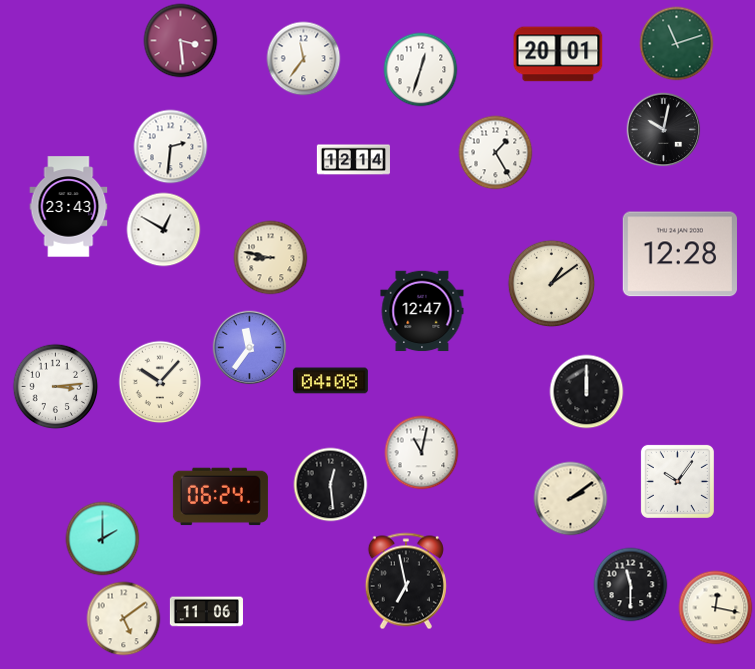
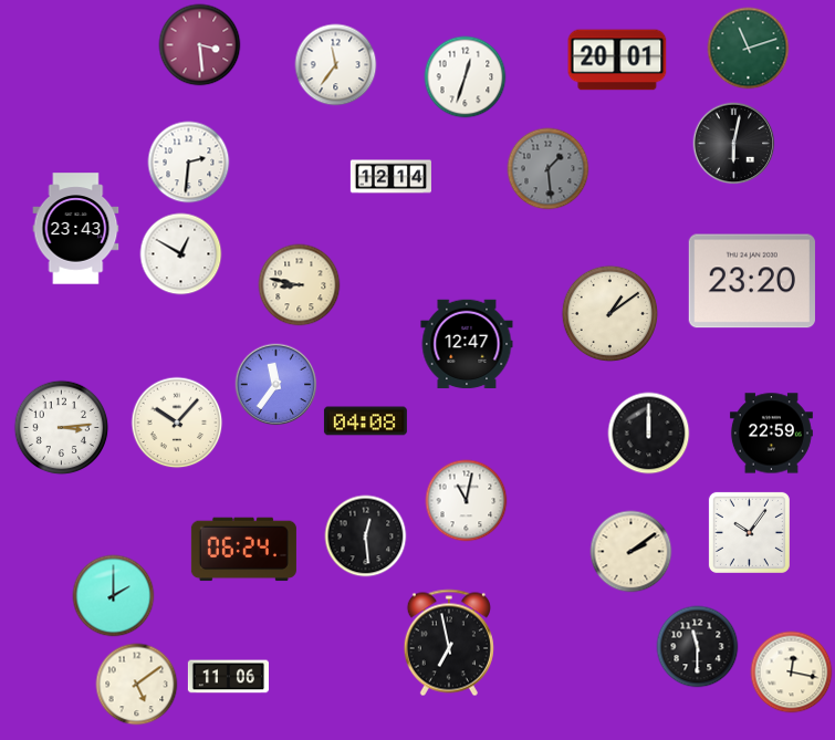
clock at (664, 130): 10:02 -> 6:02
clock at (496, 153): 1:25 -> 1:29
clock at (496, 153) dial: white -> grey
clock at (680, 254): 12:28 -> 23:20
clock at (771, 434): none -> 22:59
